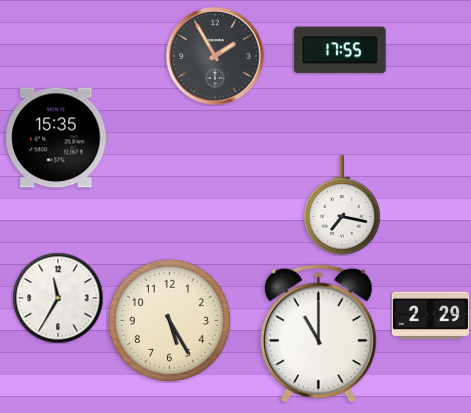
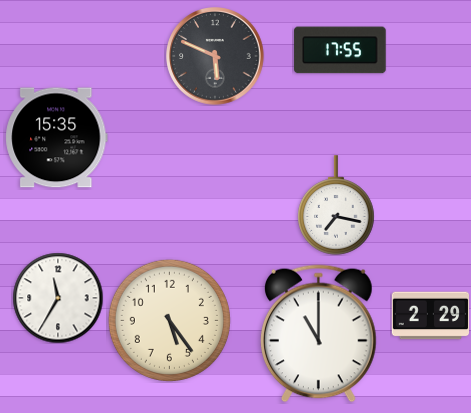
clock at (215, 56): 1:55 -> 5:49
clock at (342, 205) position: (342, 205) -> (336, 205)
clock at (169, 320): 5:25 -> 5:24
